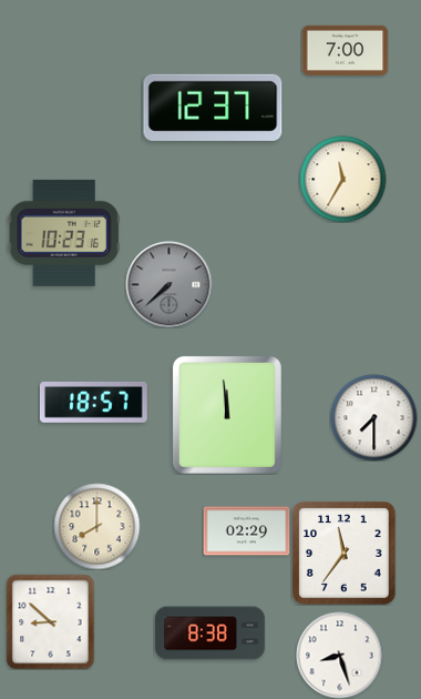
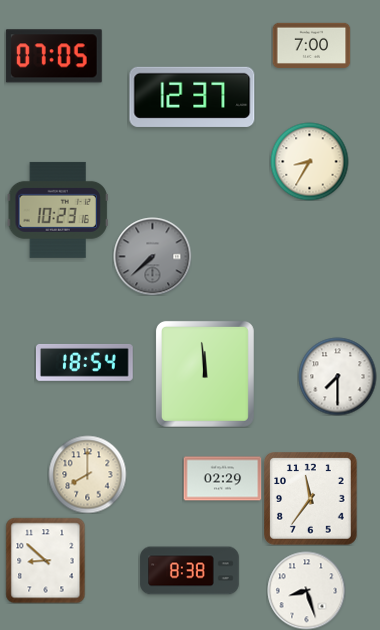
clock at (54, 56): none -> 07:05
clock at (342, 179): 11:35 -> 8:35
clock at (93, 402): 18:57 -> 18:54
